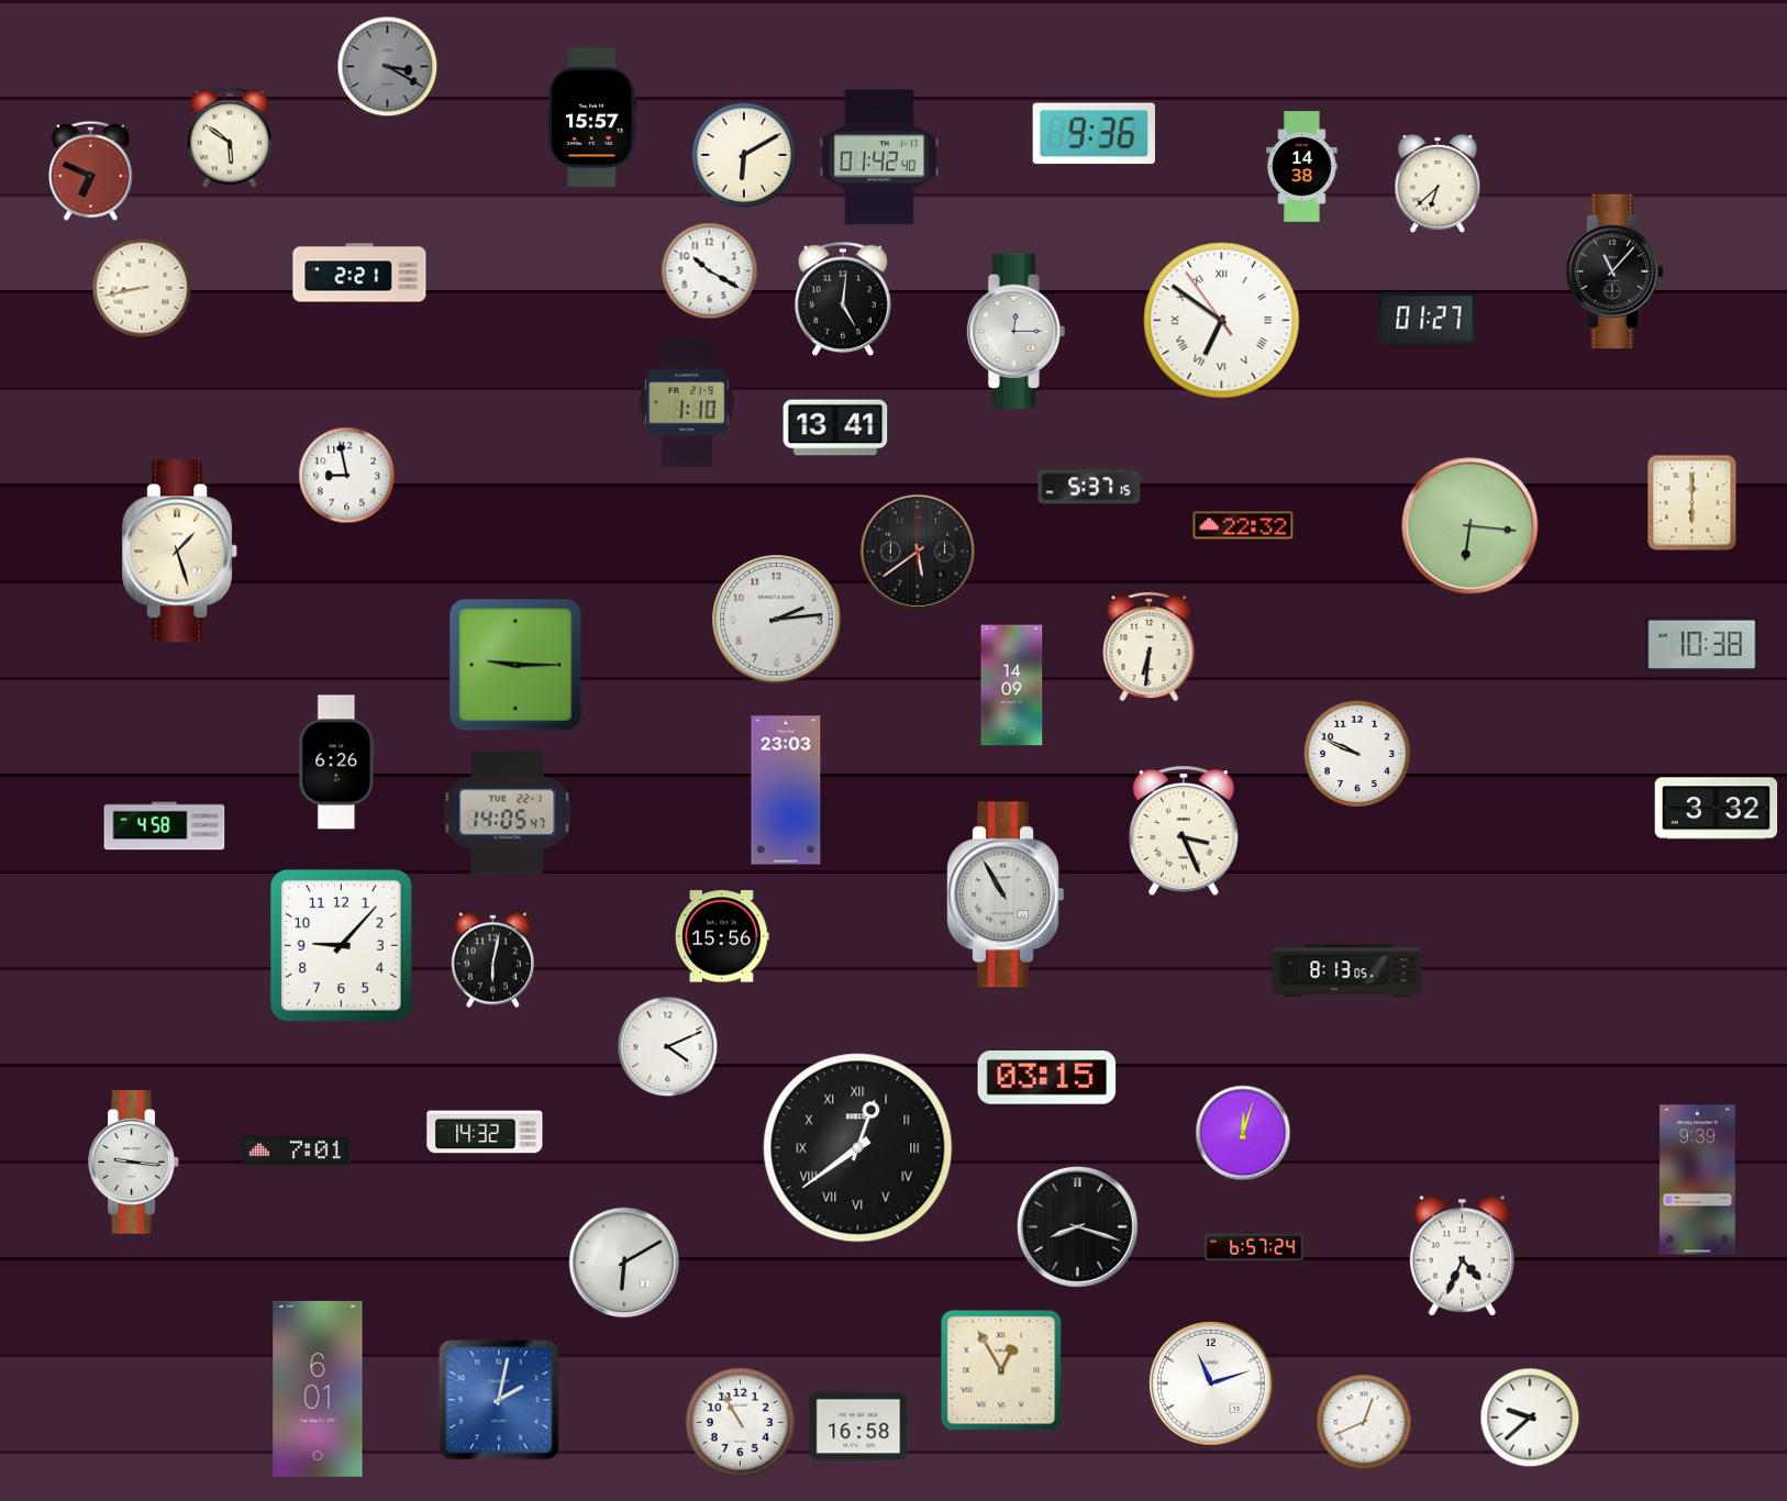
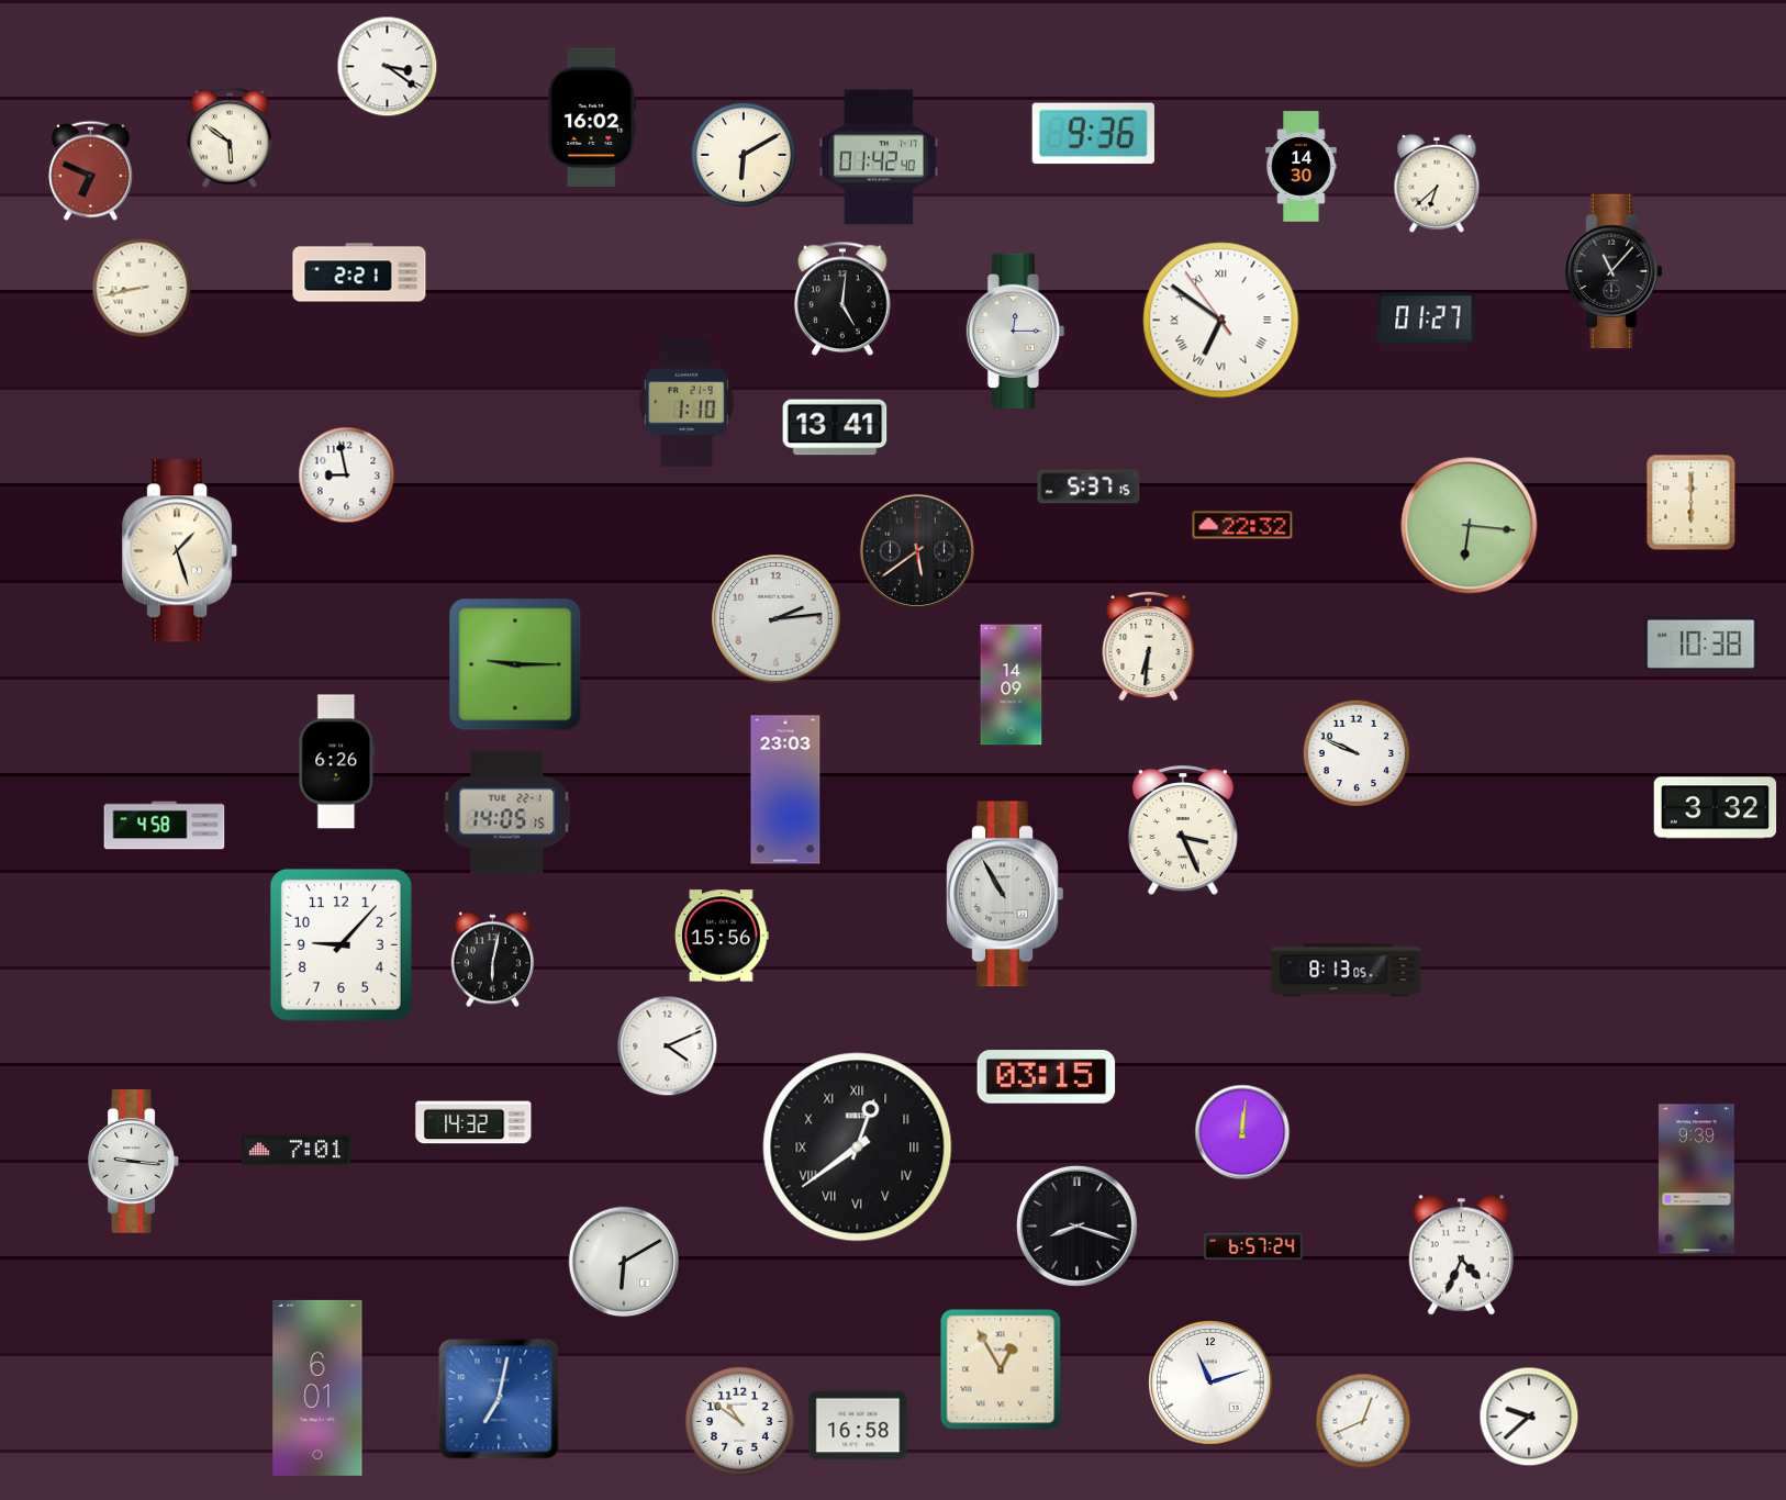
clock at (388, 67): 3:20 -> 3:21
clock at (388, 67) dial: grey -> white
clock at (592, 118): 15:57 -> 16:02
clock at (1302, 167): 14:38 -> 14:30
clock at (710, 271): 10:20 -> none
clock at (508, 813): 14:05:47 -> 14:05:15
clock at (485, 1133) position: (485, 1133) -> (473, 1123)
clock at (1243, 1133): 12:03 -> 12:01
clock at (499, 1400): 2:02 -> 7:02
clock at (740, 1422): 10:55 -> 10:51
